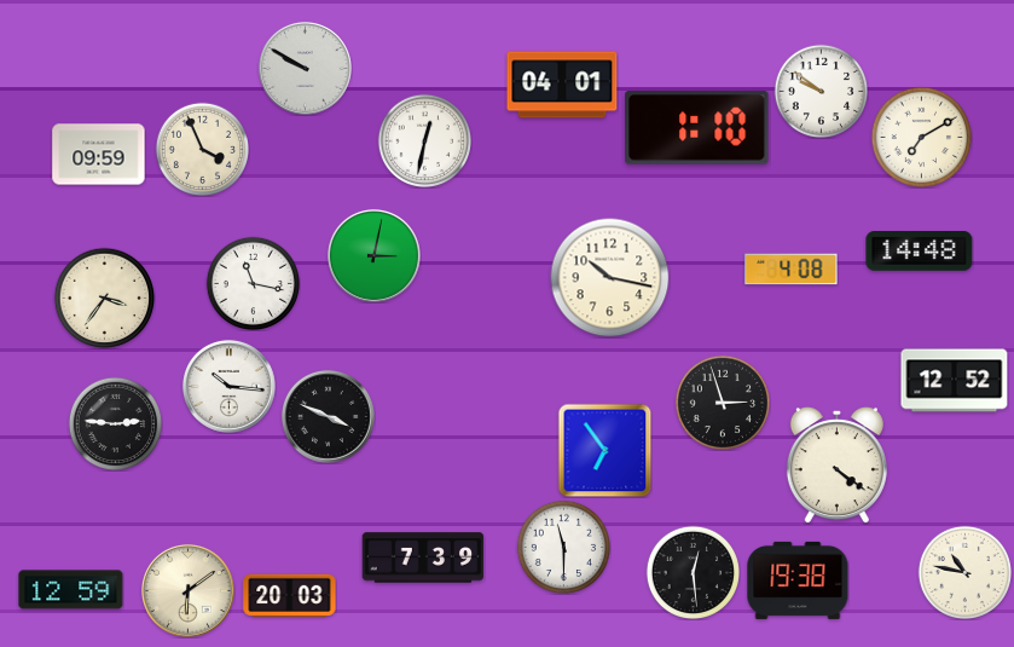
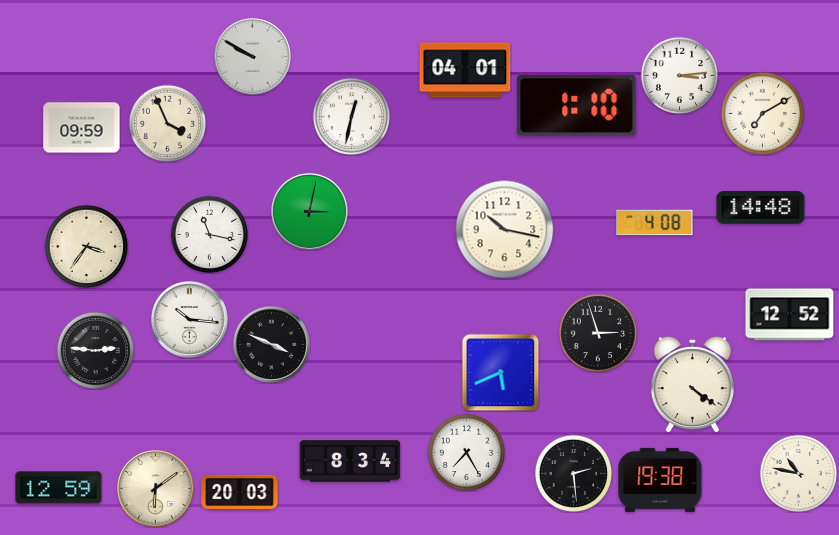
clock at (821, 91): 9:51 -> 3:14
clock at (604, 450): 6:54 -> 5:41
clock at (563, 547): 11:30 -> 7:25
clock at (423, 558): 7:39 -> 8:34
clock at (693, 572): 12:29 -> 2:29
